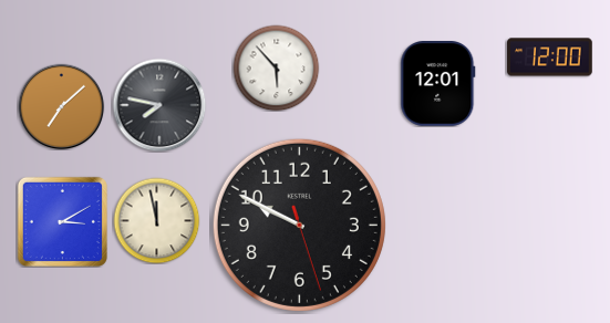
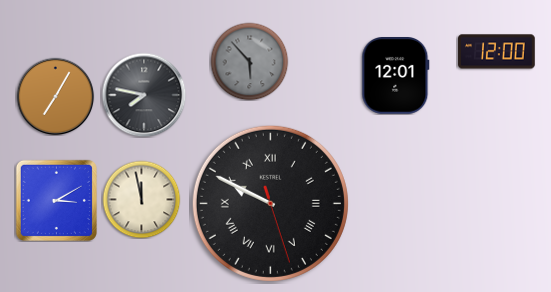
clock at (276, 67) dial: white -> grey
clock at (61, 106): 7:08 -> 7:05
clock at (299, 225) numerals: Arabic -> Roman
